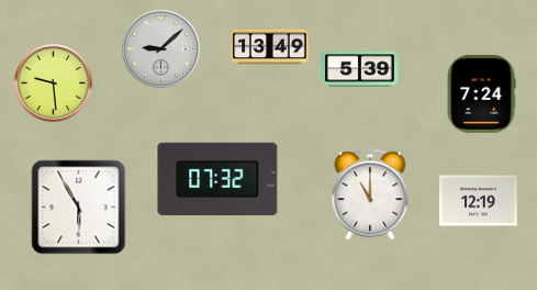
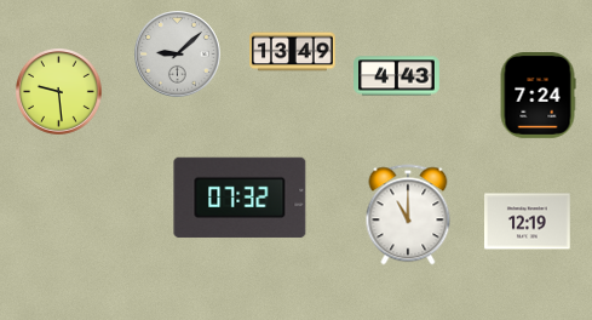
clock at (270, 47) position: (270, 47) -> (293, 52)
clock at (360, 69): 5:39 -> 4:43
clock at (481, 94) position: (481, 94) -> (538, 96)
clock at (79, 208): 5:55 -> none
